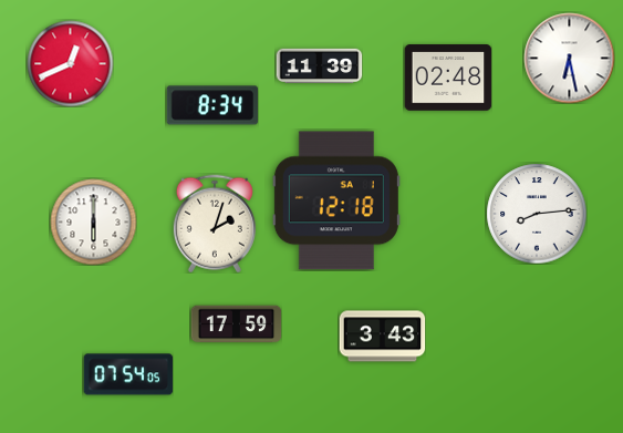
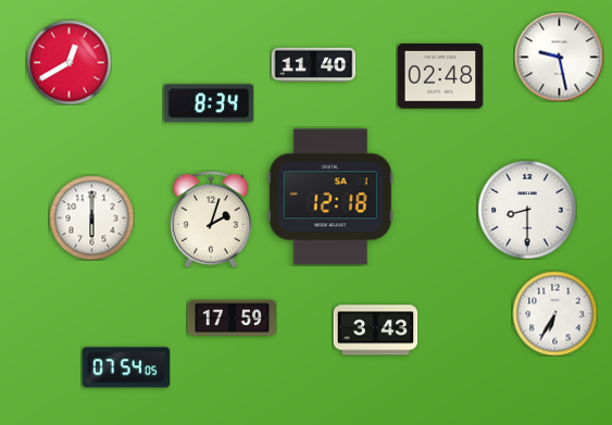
clock at (569, 58): 6:28 -> 9:28
clock at (70, 63): 12:41 -> 12:40
clock at (319, 65): 11:39 -> 11:40
clock at (537, 214): 8:14 -> 8:30
clock at (554, 313): none -> 6:35
